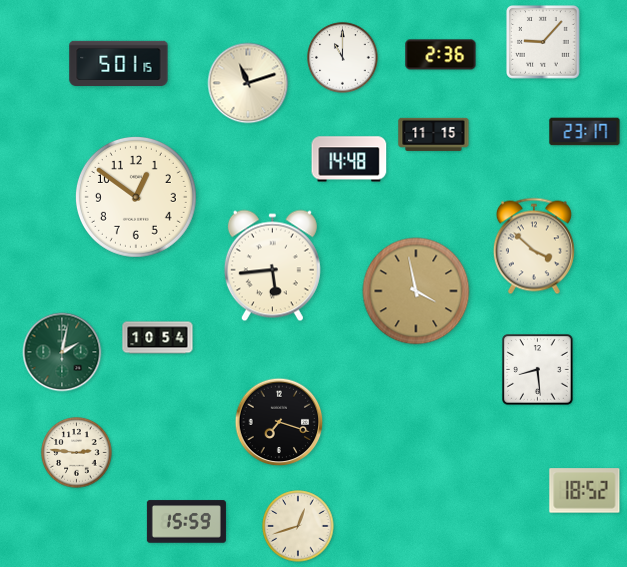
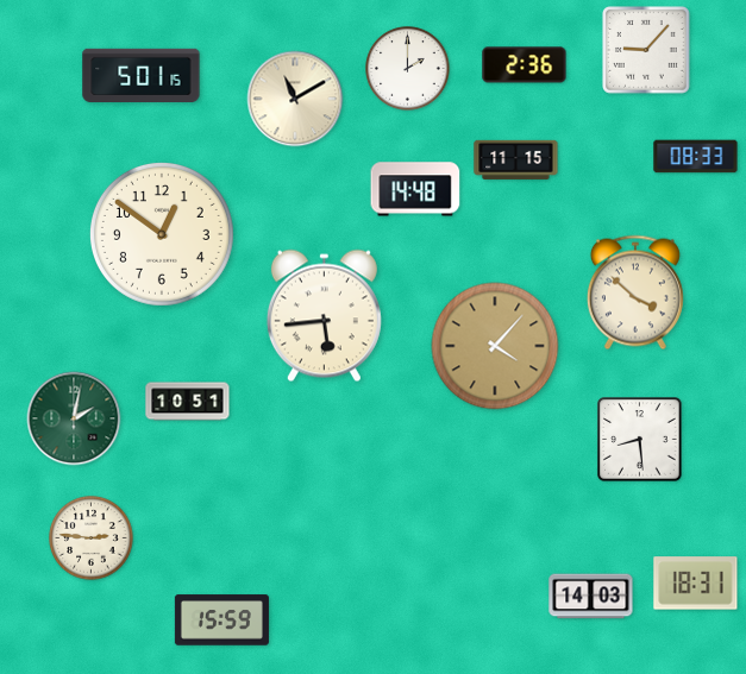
clock at (343, 58): 11:00 -> 2:00
clock at (248, 83): 11:12 -> 11:10
clock at (585, 132): 23:17 -> 08:33
clock at (416, 291): 3:58 -> 4:07
clock at (158, 338): 10:54 -> 10:51
clock at (279, 422): 7:18 -> none
clock at (585, 491): 18:52 -> 18:31
clock at (591, 597): none -> 14:03
clock at (298, 526): 12:42 -> none
